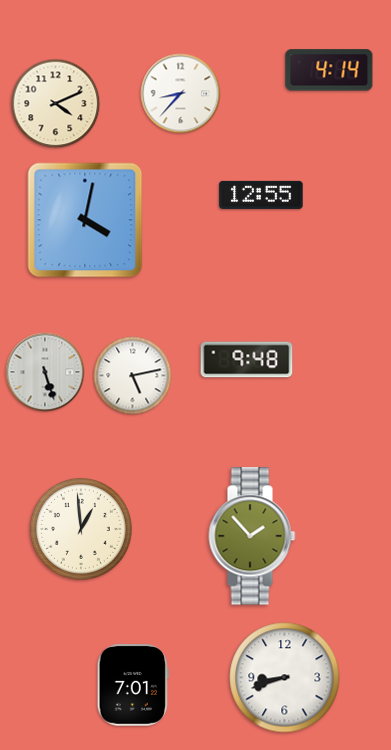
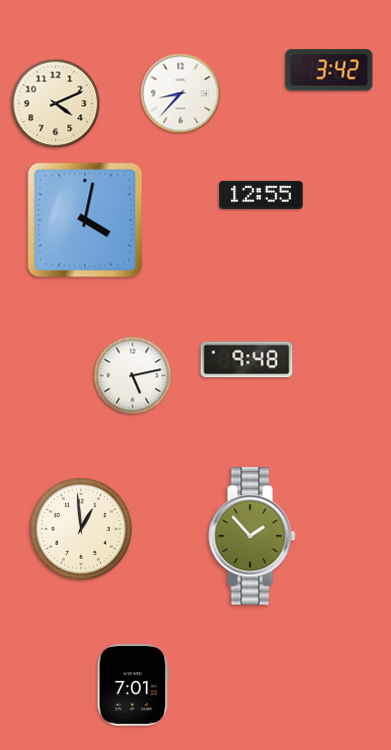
clock at (329, 70): 4:14 -> 3:42
clock at (45, 372): 5:27 -> none
clock at (285, 678): 8:42 -> none
